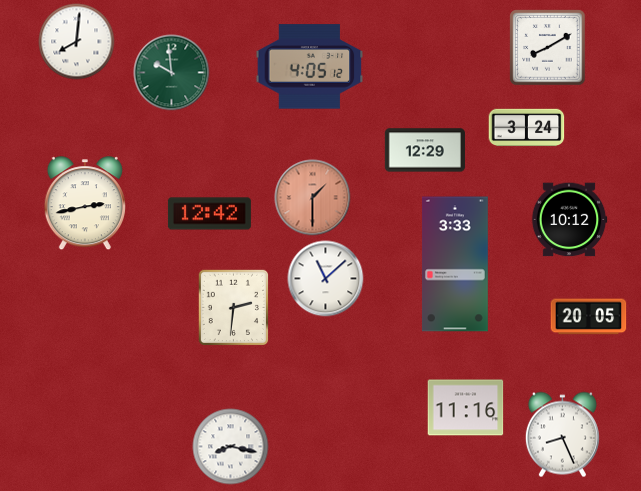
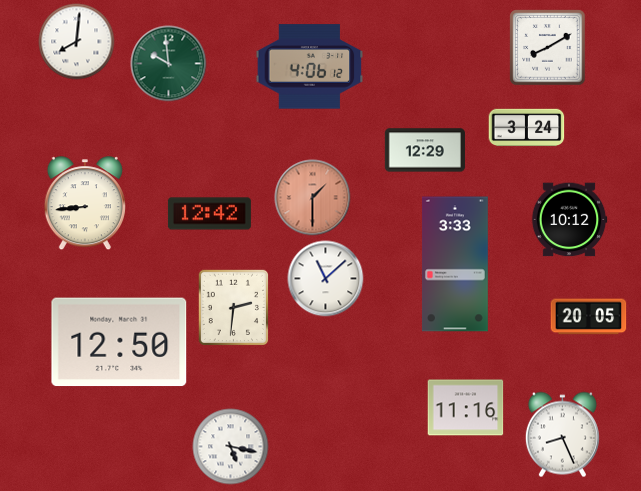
clock at (310, 67): 4:05 -> 4:06
clock at (172, 73) position: (172, 73) -> (169, 64)
clock at (85, 204): 2:43 -> 8:44
clock at (119, 342): none -> 12:50
clock at (231, 447): 8:17 -> 5:17
